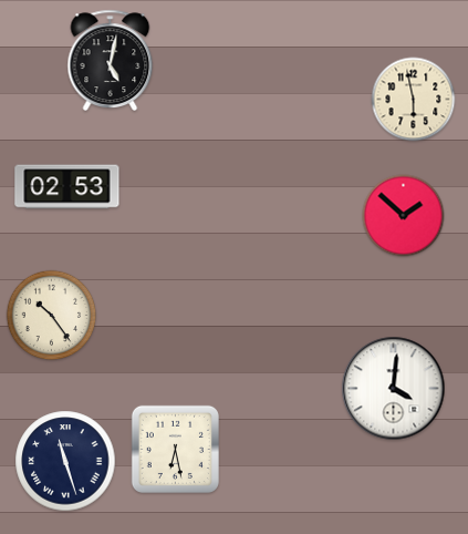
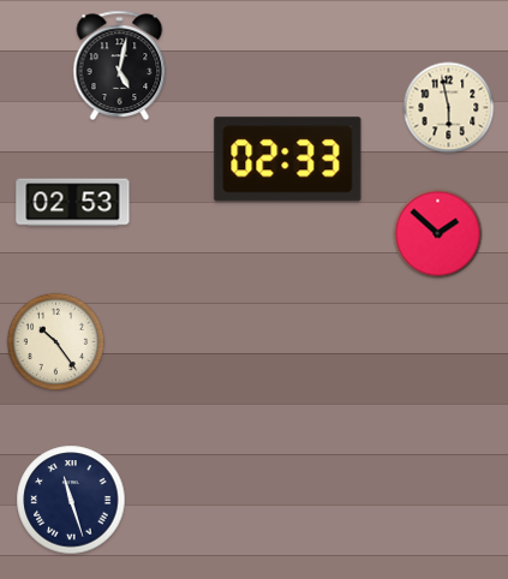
clock at (288, 160): none -> 02:33
clock at (394, 389): 4:01 -> none
clock at (175, 449): 6:28 -> none
